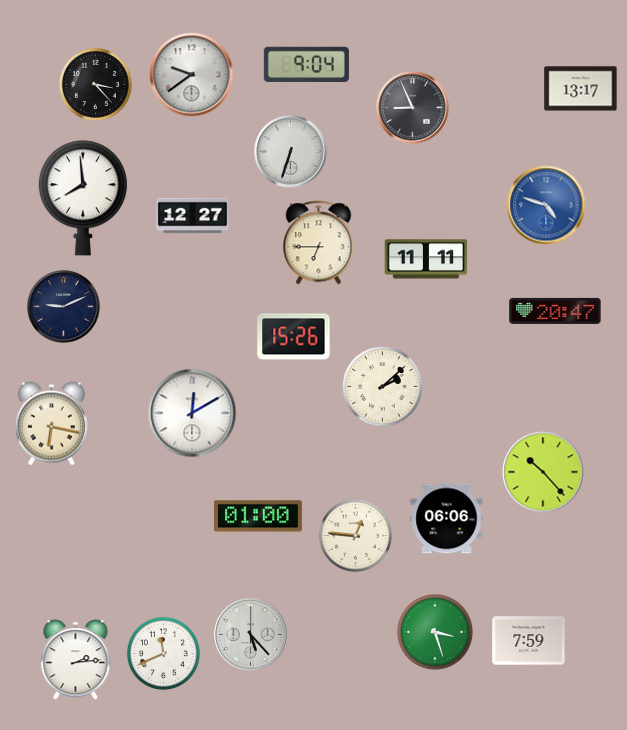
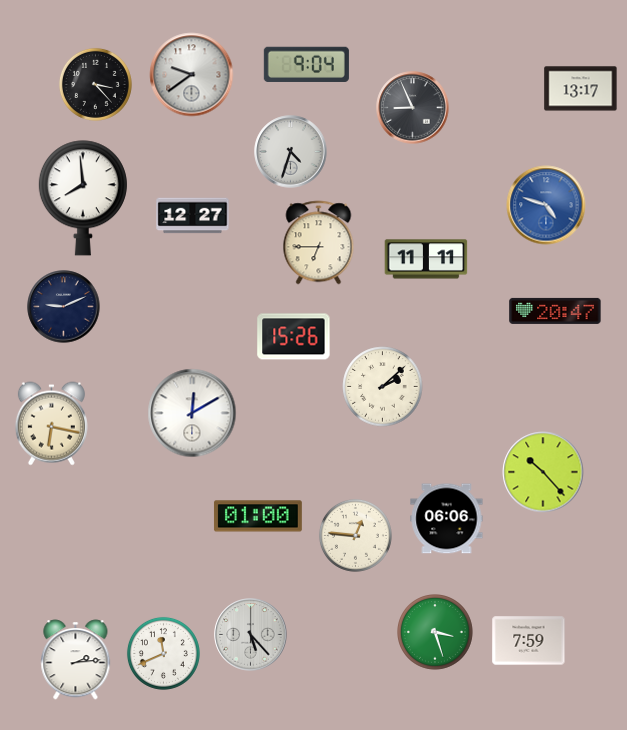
clock at (291, 152): 6:33 -> 4:33
